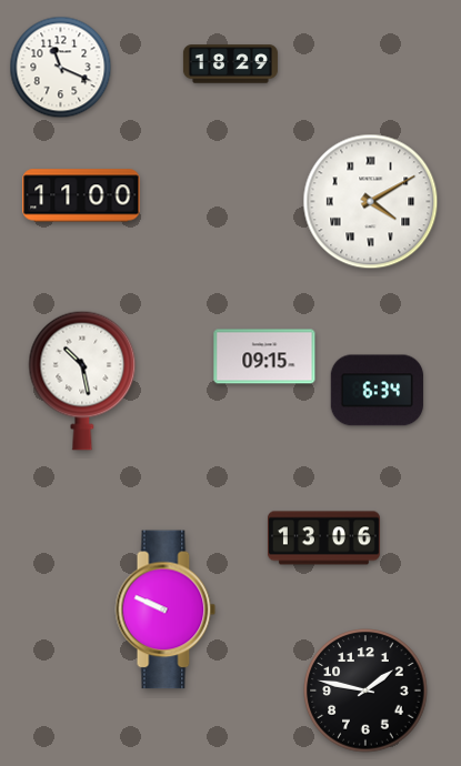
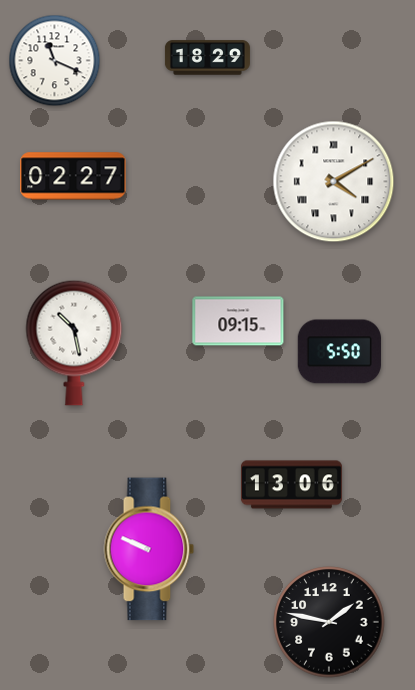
clock at (81, 195): 11:00 -> 02:27
clock at (377, 391): 6:34 -> 5:50
